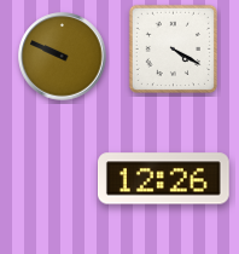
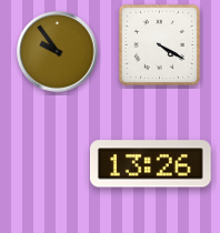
clock at (63, 57): 9:49 -> 9:54
clock at (163, 179): 12:26 -> 13:26
